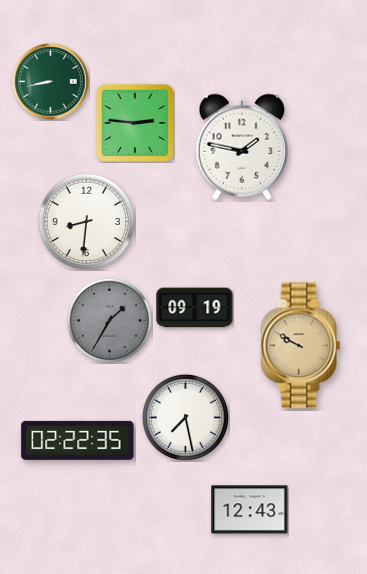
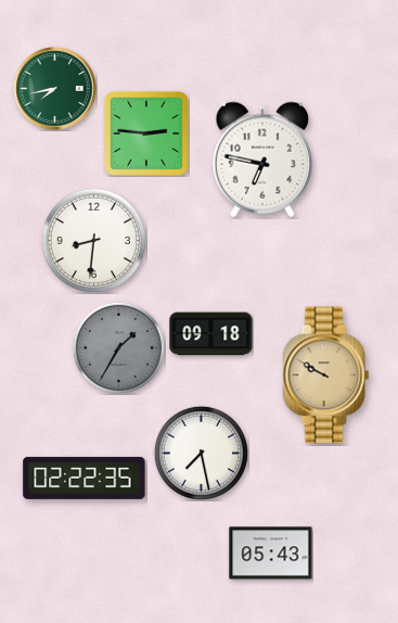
clock at (51, 82): 8:43 -> 7:43
clock at (242, 147): 1:47 -> 6:47
clock at (195, 308): 09:19 -> 09:18
clock at (250, 510): 12:43 -> 05:43
